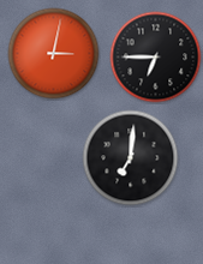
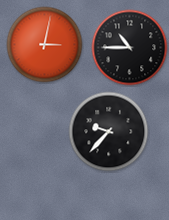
clock at (156, 58): 6:45 -> 10:45
clock at (131, 158): 7:01 -> 9:37
